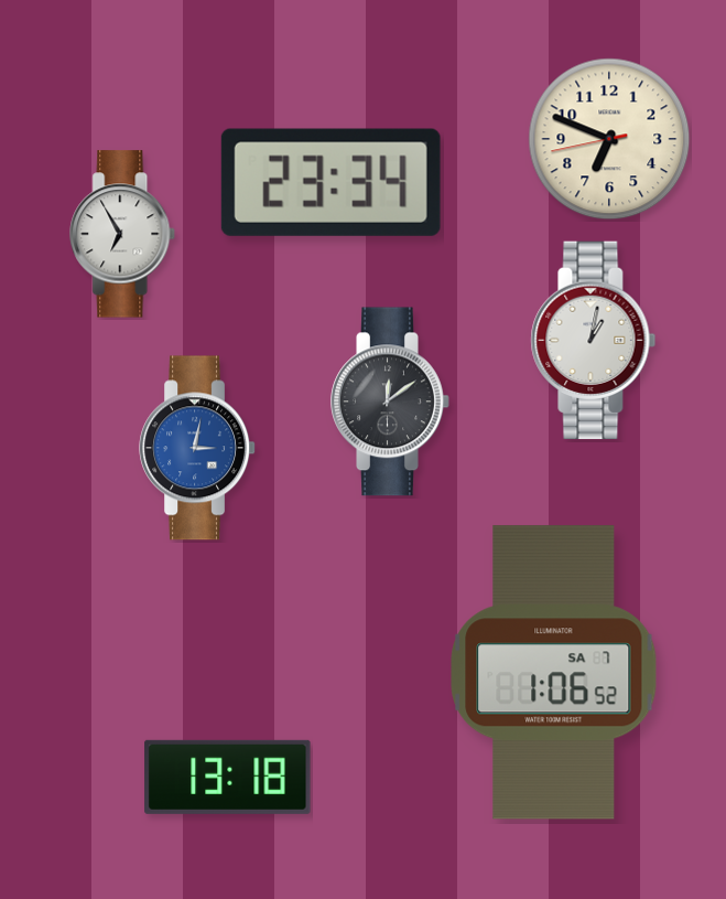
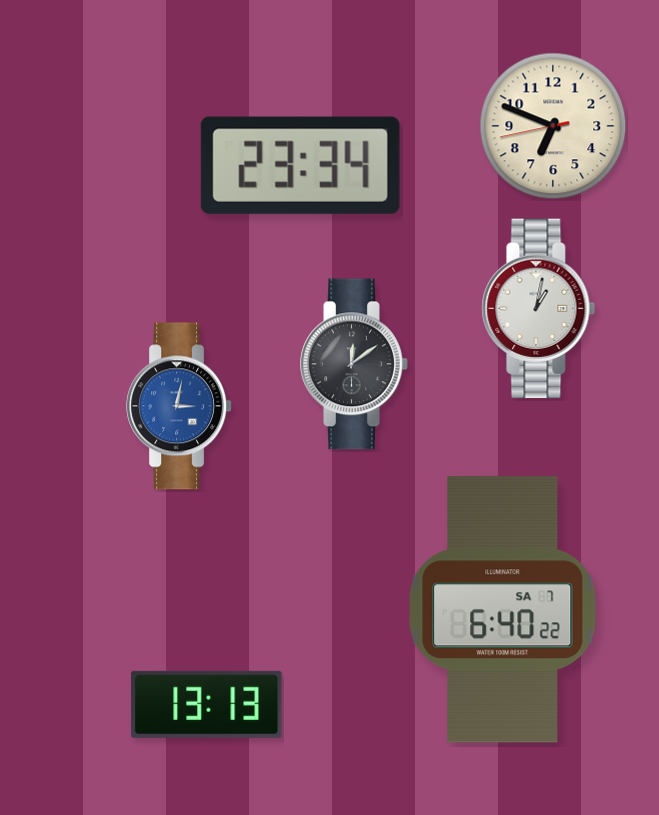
clock at (123, 234): 6:55 -> none
clock at (554, 673): 1:06 -> 6:40
clock at (228, 777): 13:18 -> 13:13
